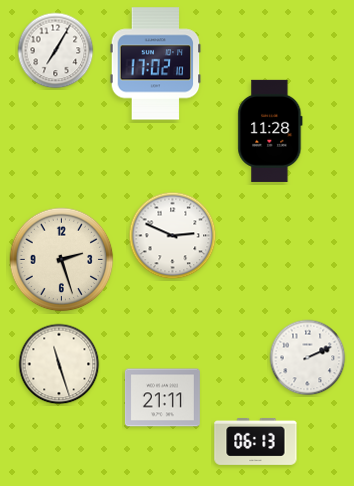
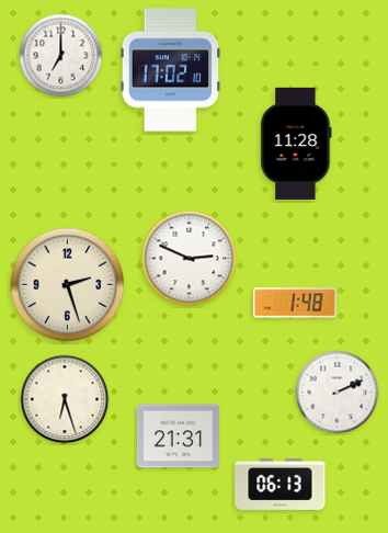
clock at (56, 51): 7:05 -> 7:00
clock at (296, 303): none -> 1:48
clock at (59, 364): 11:27 -> 6:27
clock at (162, 398): 21:11 -> 21:31
